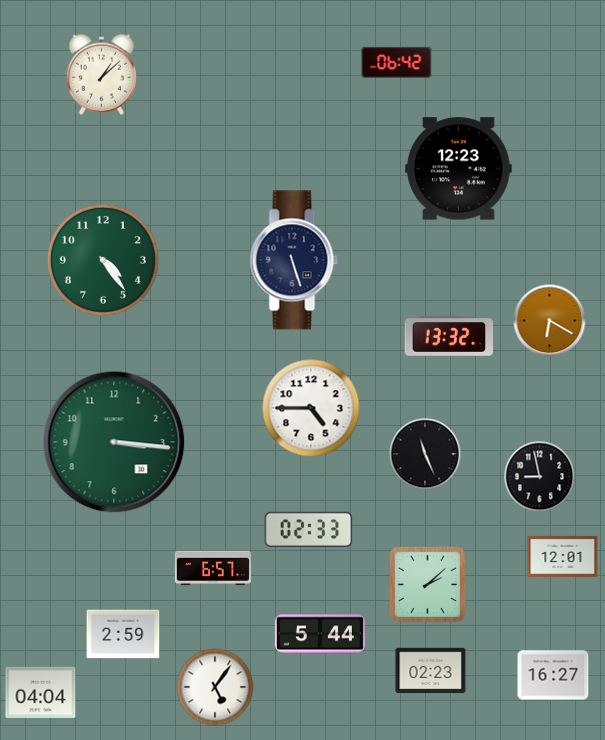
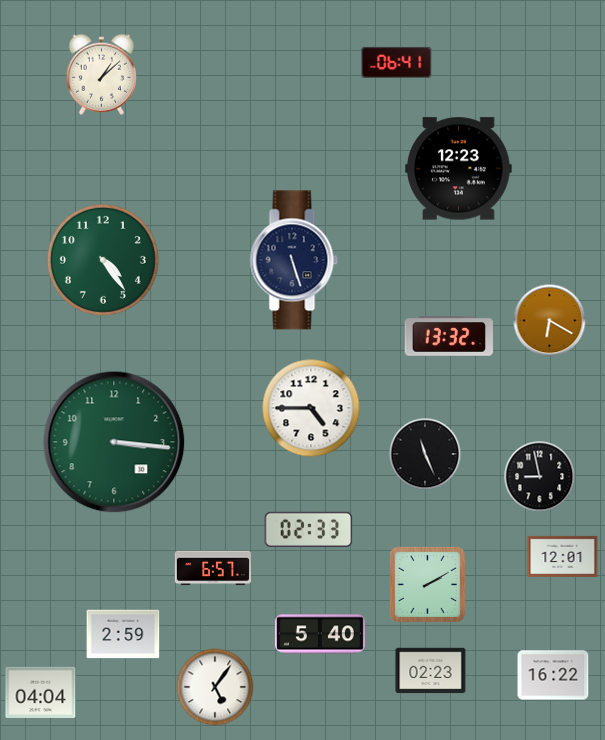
clock at (397, 62): 06:42 -> 06:41
clock at (427, 584): 2:08 -> 2:10
clock at (320, 634): 5:44 -> 5:40
clock at (553, 675): 16:27 -> 16:22
